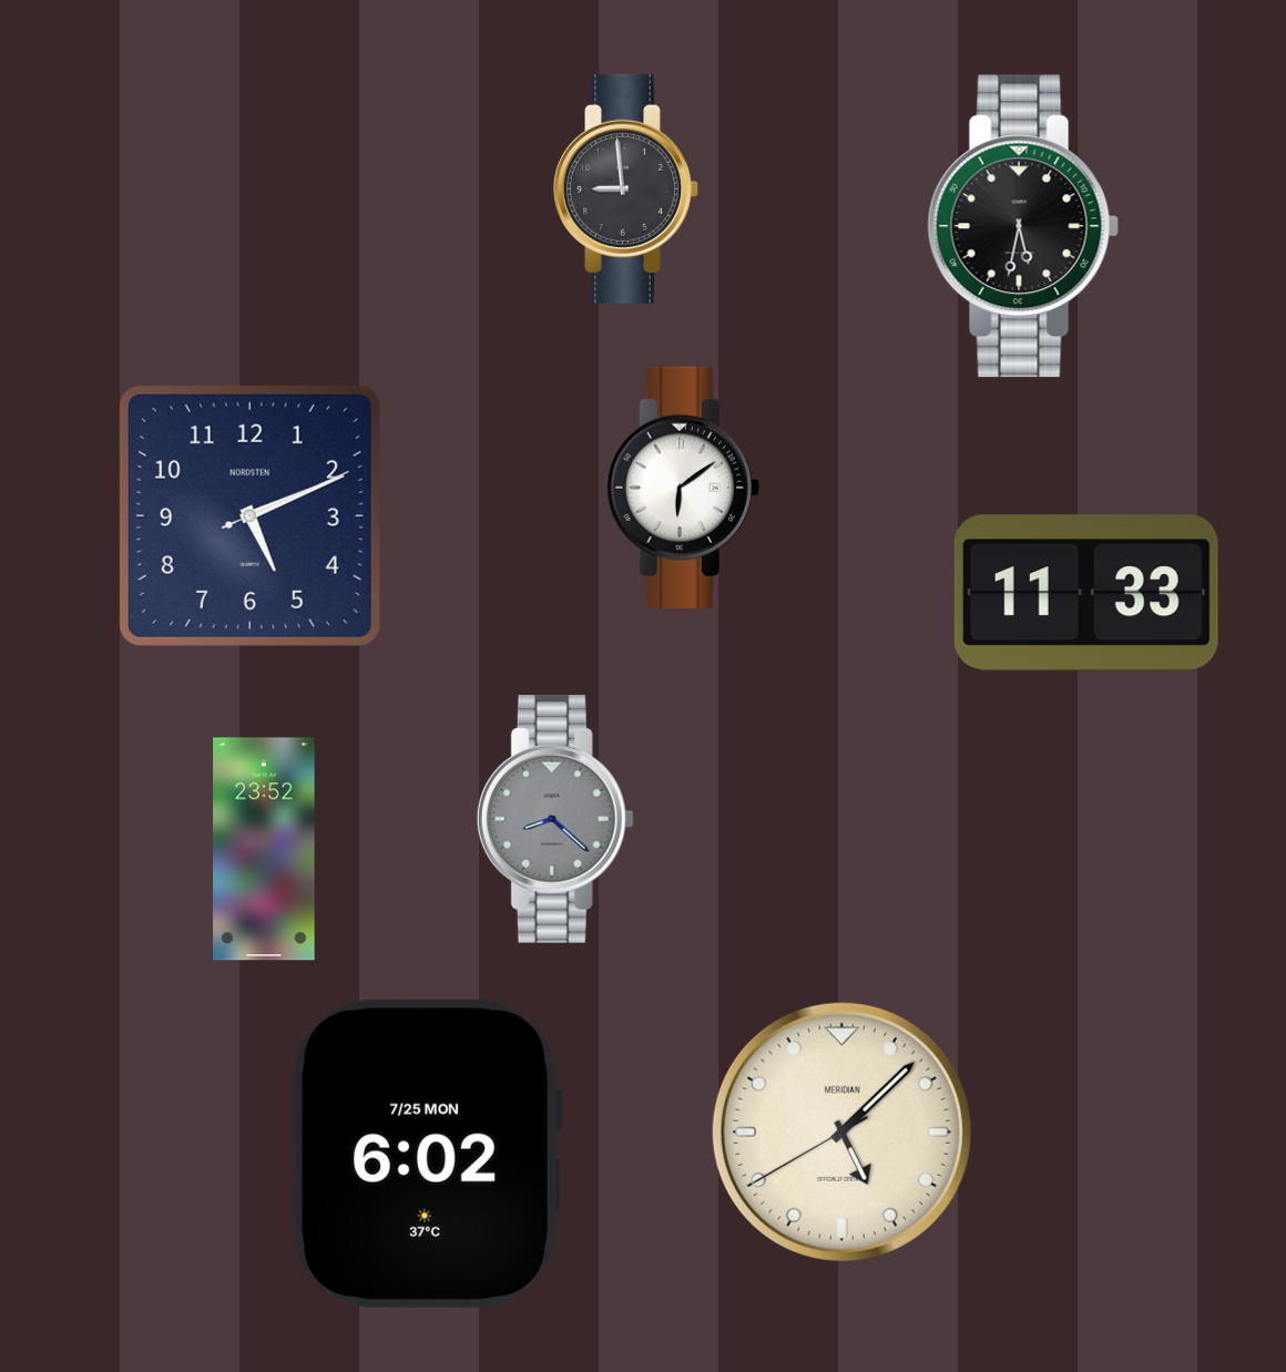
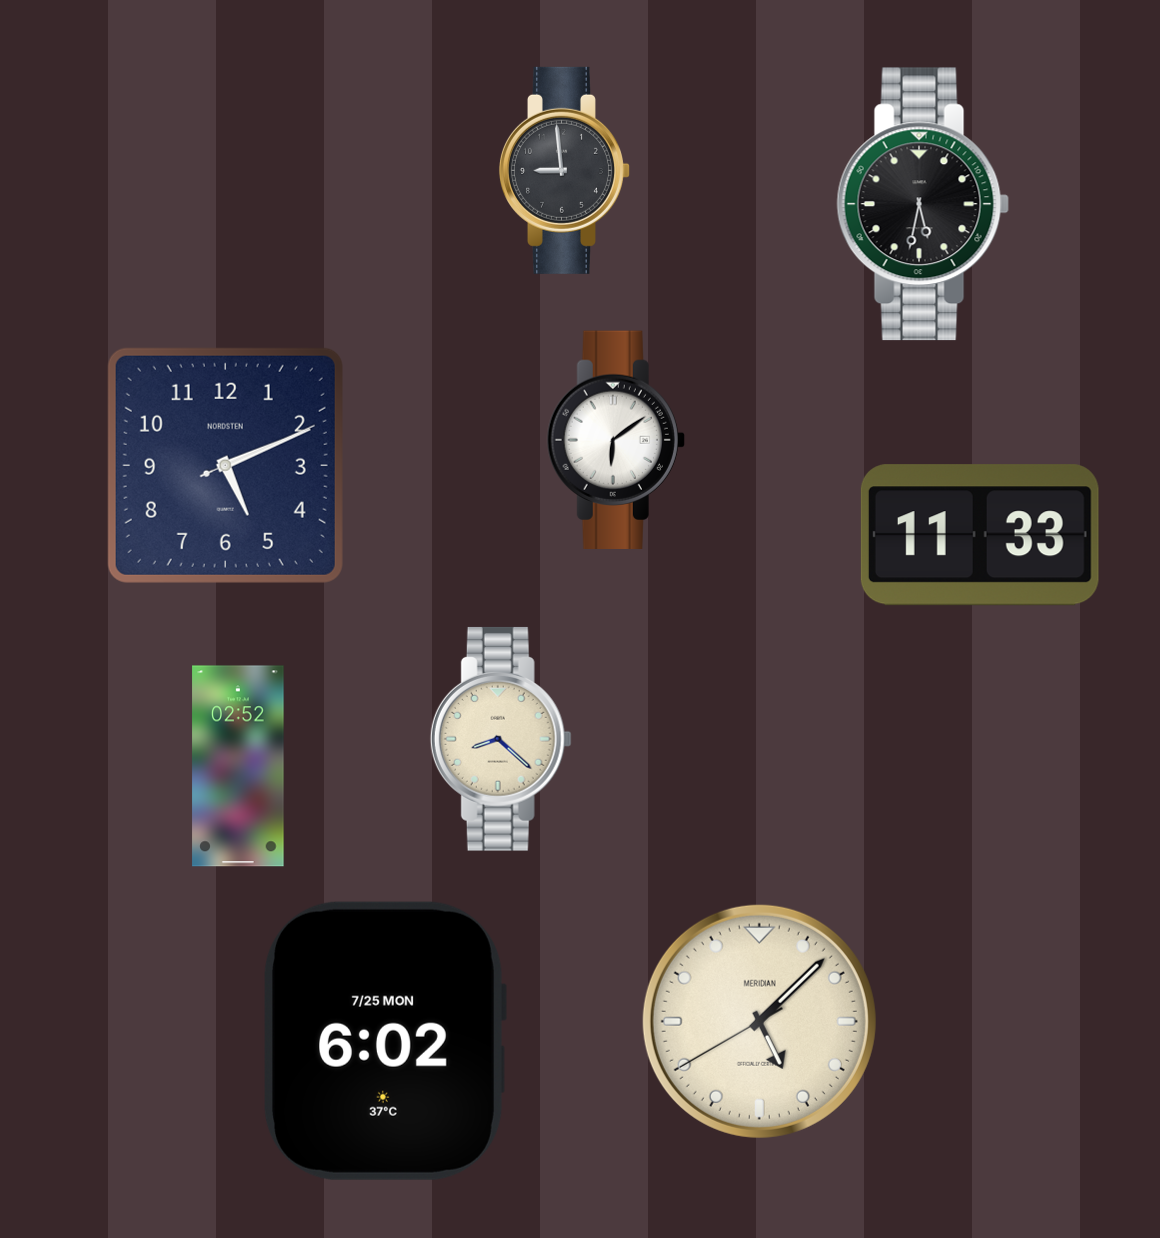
clock at (555, 819) dial: grey -> cream
clock at (264, 849): 23:52 -> 02:52
